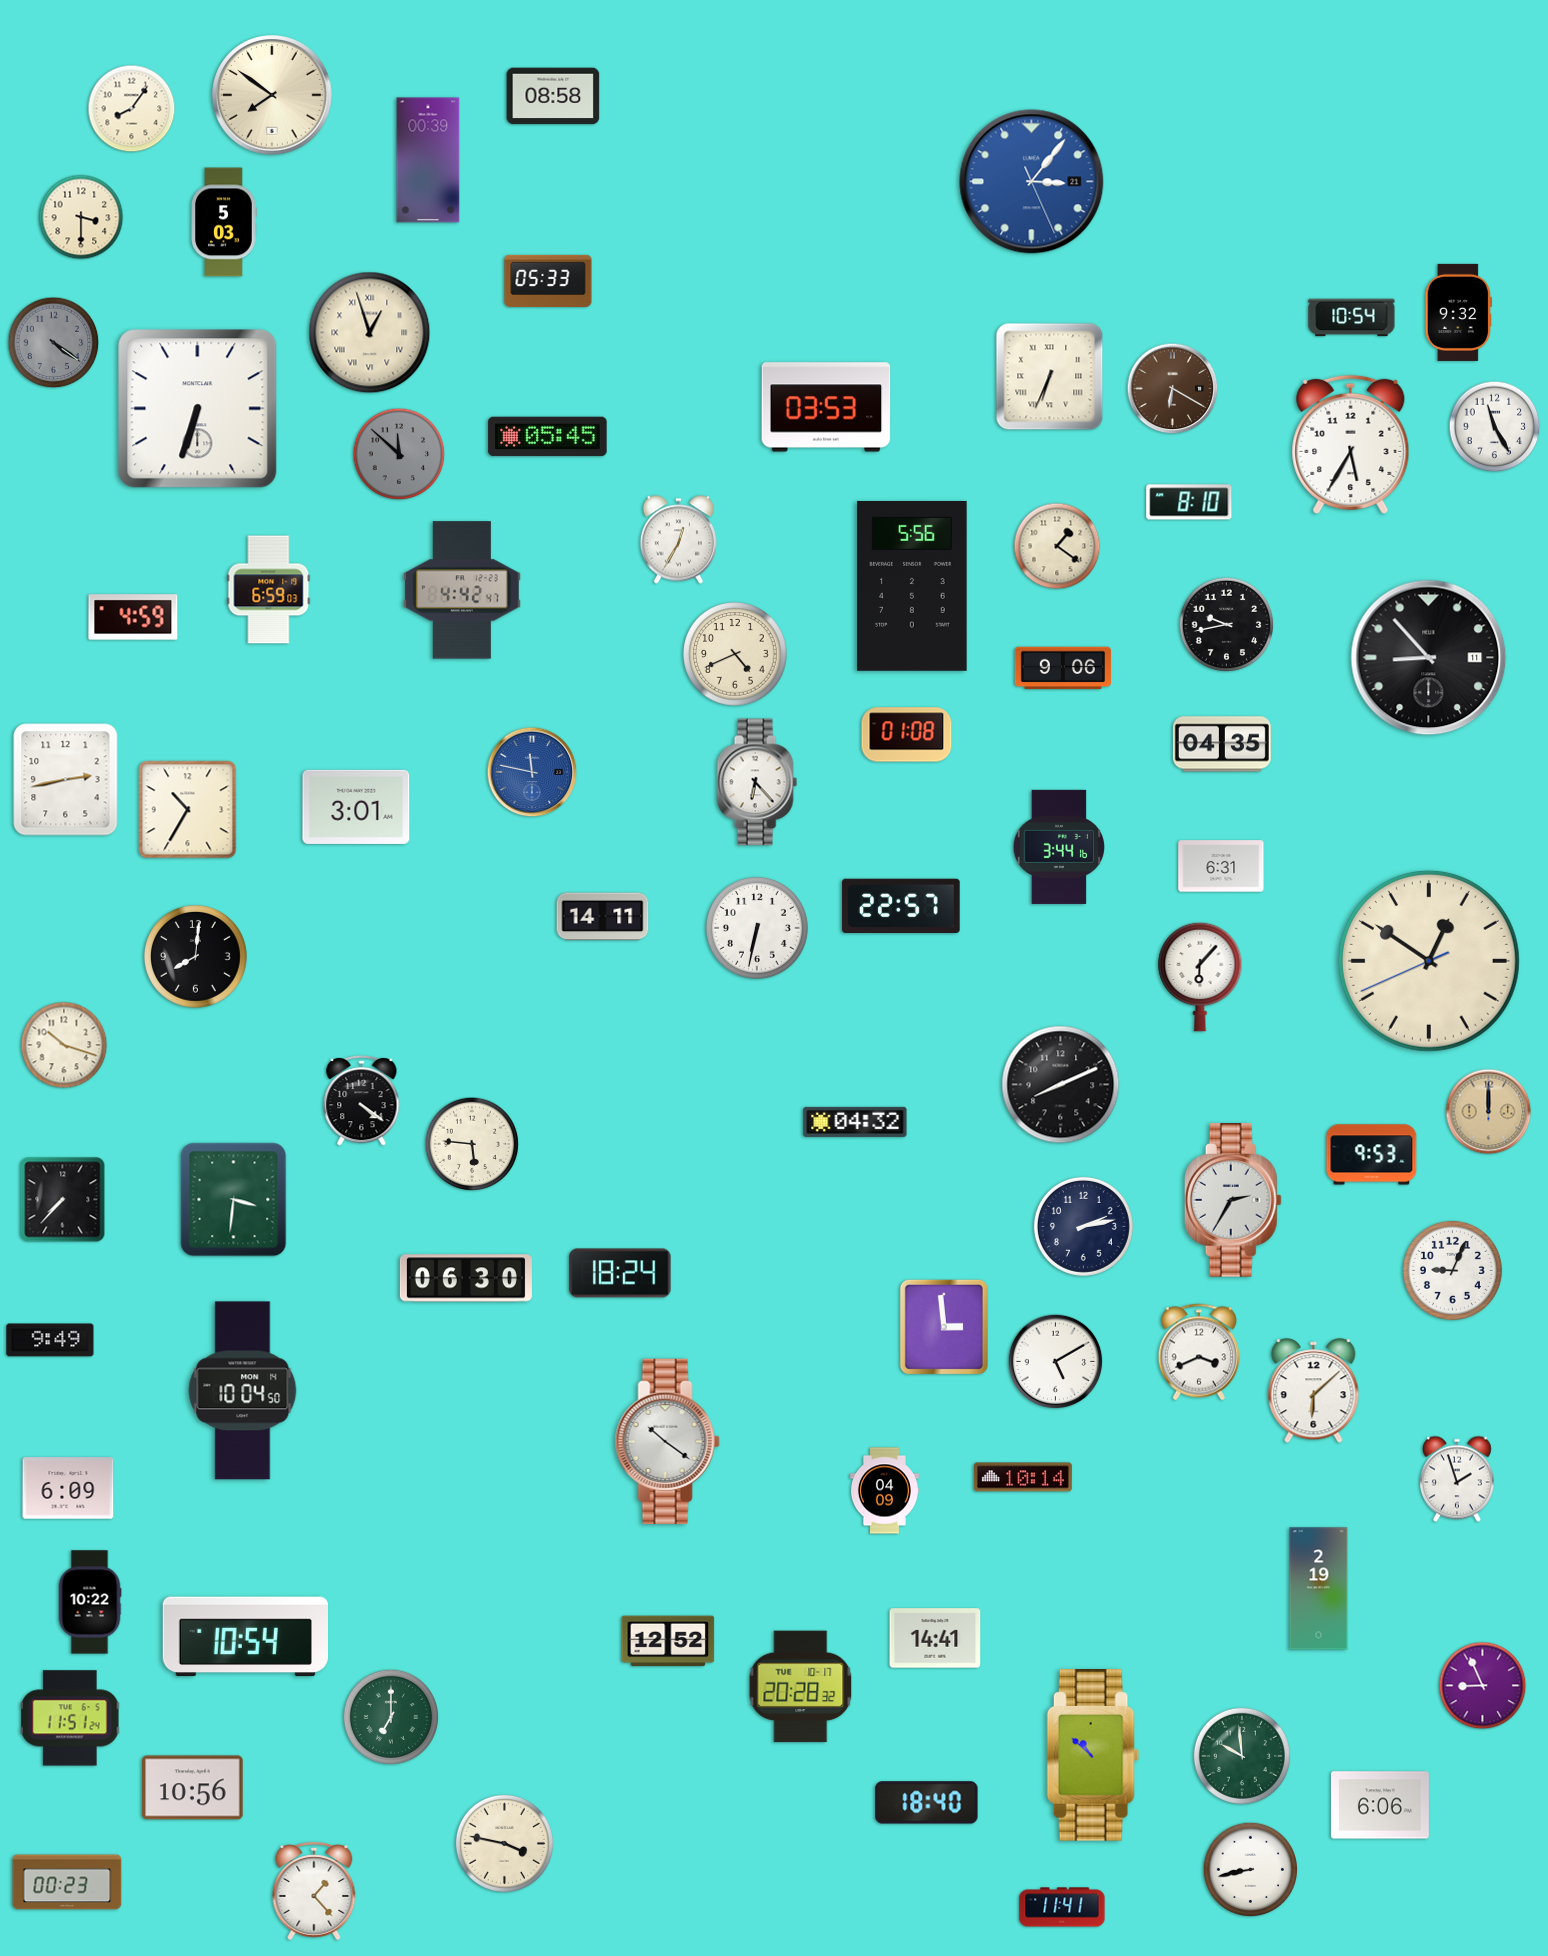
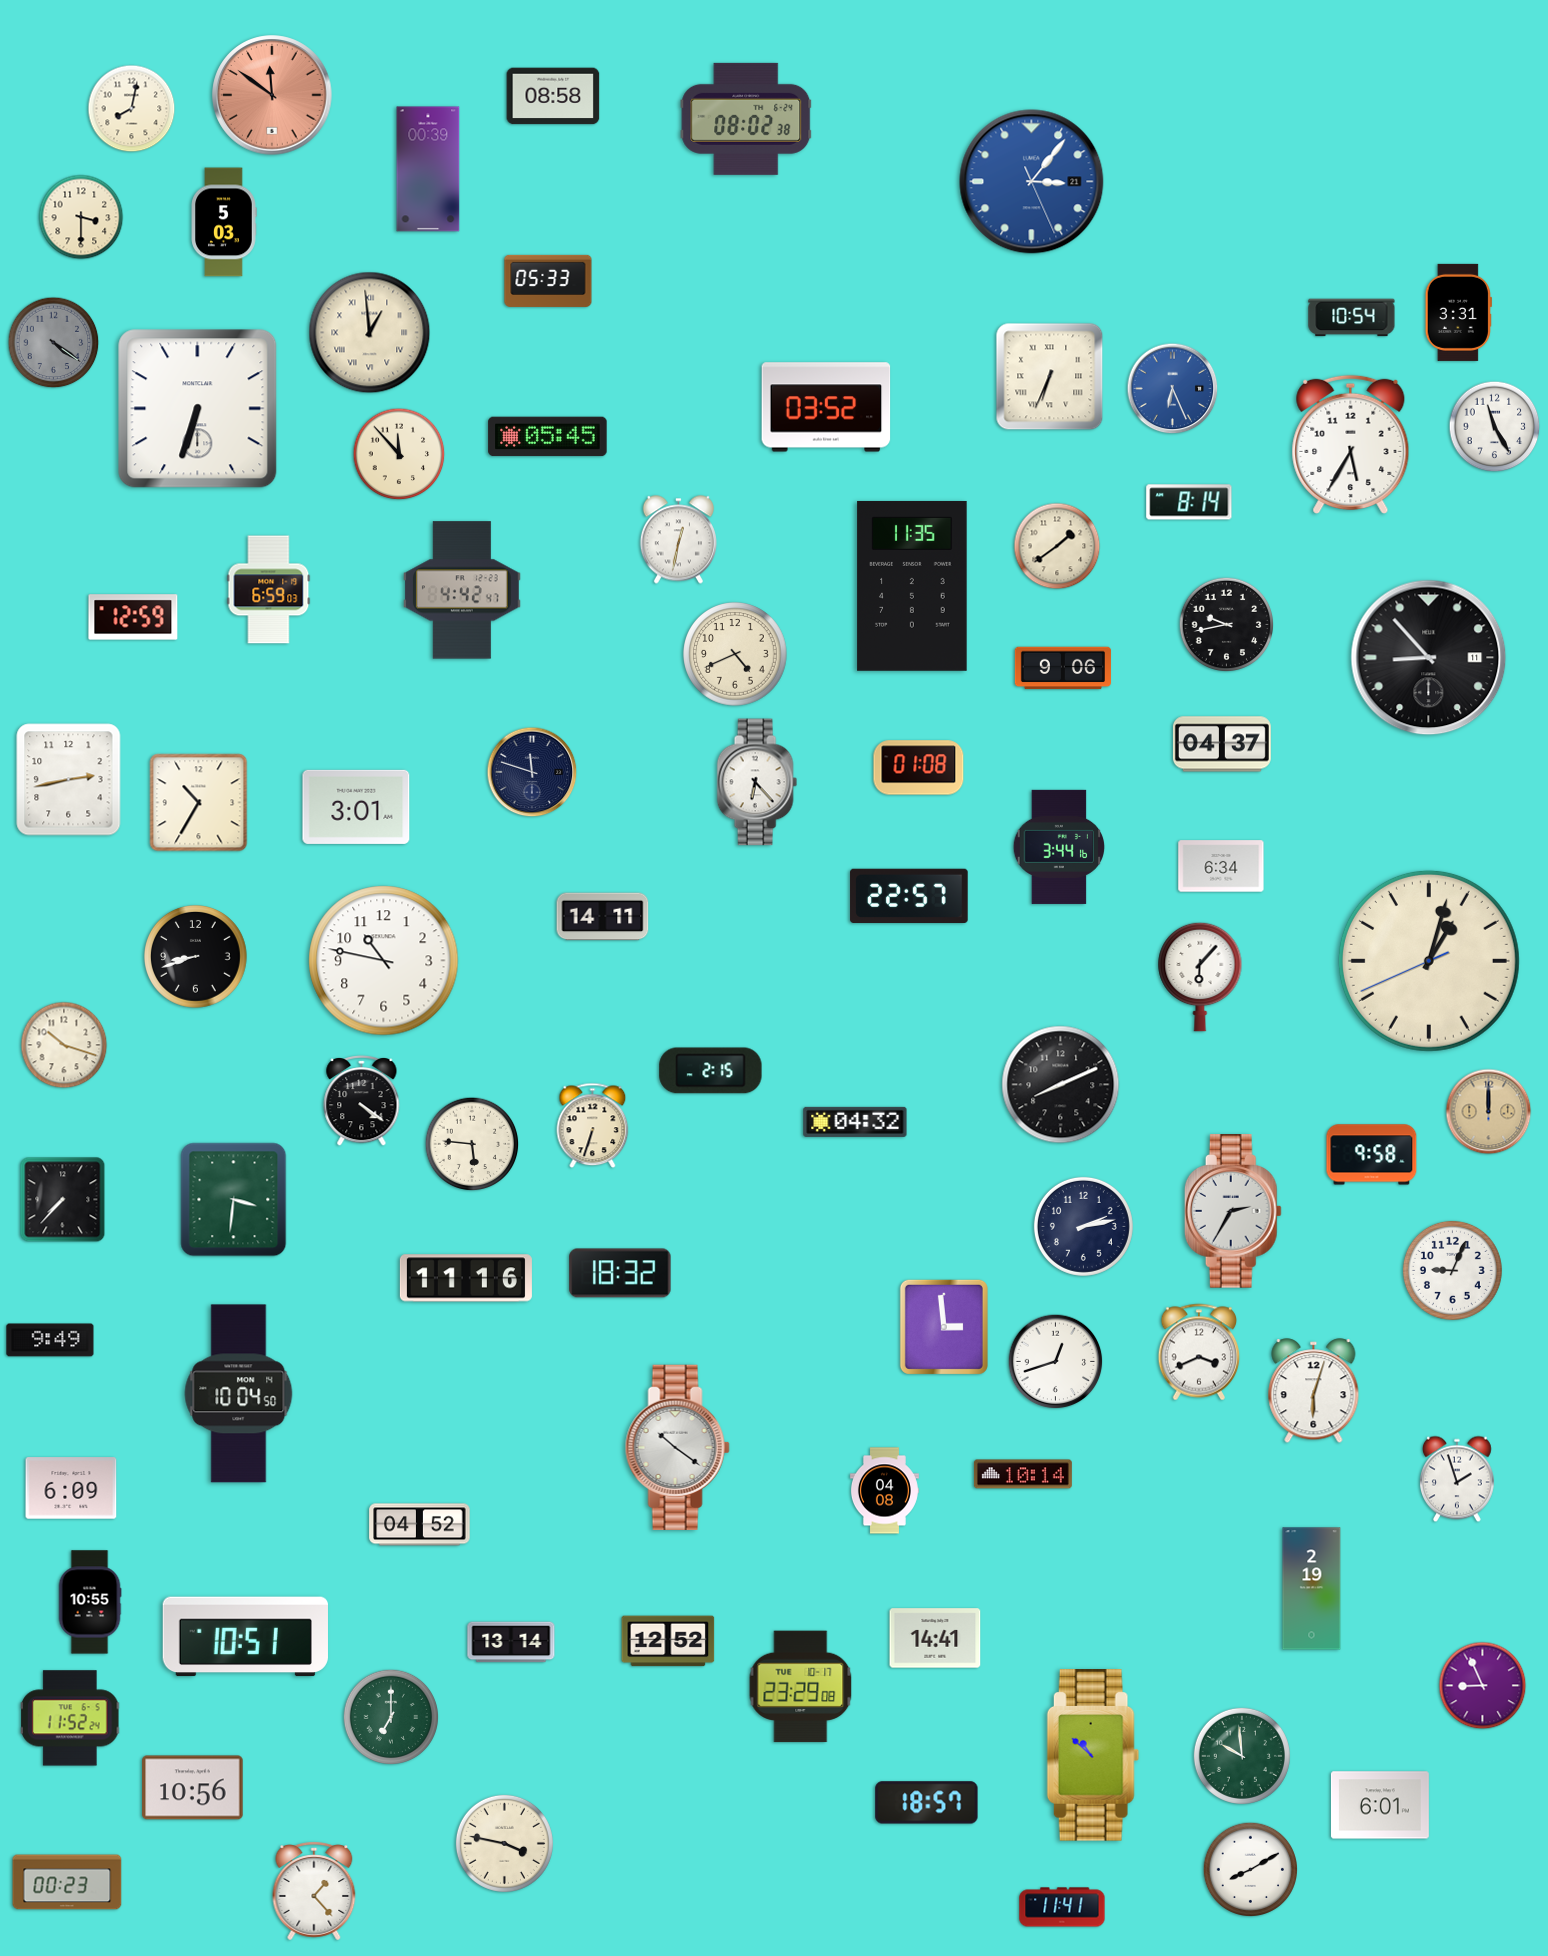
clock at (272, 95): 7:51 -> 11:51
clock at (272, 95) dial: cream -> salmon
clock at (132, 109): 8:06 -> 8:02
clock at (746, 119): none -> 08:02
clock at (428, 160) position: (428, 160) -> (428, 169)
clock at (1458, 312): 9:32 -> 3:31
clock at (370, 333): 12:57 -> 12:59
clock at (1173, 389): 6:20 -> 6:26
clock at (1173, 389) dial: brown -> blue
clock at (826, 407): 03:53 -> 03:52
clock at (399, 454): 11:52 -> 11:53
clock at (399, 454) dial: grey -> cream
clock at (1189, 502): 8:10 -> 8:14
clock at (678, 540): 12:35 -> 12:32
clock at (1057, 546): 1:21 -> 1:39
clock at (912, 586): 5:56 -> 11:35
clock at (133, 617): 4:59 -> 12:59
clock at (907, 735) position: (907, 735) -> (919, 768)
clock at (1222, 744): 04:35 -> 04:37
clock at (532, 772): 11:47 -> 11:48
clock at (532, 772) dial: blue -> navy
clock at (66, 780) position: (66, 780) -> (69, 780)
clock at (188, 810) position: (188, 810) -> (199, 803)
clock at (1221, 866): 6:31 -> 6:34
clock at (901, 906) position: (901, 906) -> (909, 896)
clock at (757, 928): 6:32 -> none
clock at (196, 957): 8:01 -> 8:42
clock at (384, 961): none -> 10:47
clock at (1429, 961): 12:50 -> 1:02
clock at (711, 1071): none -> 2:15
clock at (593, 1126): none -> 6:33
clock at (1372, 1155): 9:53 -> 9:58
clock at (1233, 1200) position: (1233, 1200) -> (1233, 1211)
clock at (620, 1273): 18:24 -> 18:32
clock at (466, 1278): 06:30 -> 11:16
clock at (1056, 1362): 5:10 -> 12:42
clock at (243, 1391) position: (243, 1391) -> (239, 1394)
clock at (1314, 1391): 6:08 -> 6:03
clock at (667, 1441) position: (667, 1441) -> (677, 1447)
clock at (1023, 1477) position: (1023, 1477) -> (1023, 1474)
clock at (68, 1488) position: (68, 1488) -> (71, 1488)
clock at (884, 1491): 04:09 -> 04:08
clock at (420, 1525): none -> 04:52
clock at (1319, 1589) position: (1319, 1589) -> (1312, 1589)
clock at (90, 1602): 10:22 -> 10:55
clock at (245, 1637): 10:54 -> 10:51
clock at (511, 1642): none -> 13:14
clock at (801, 1687): 20:28 -> 23:29
clock at (70, 1718): 11:51 -> 11:52
clock at (927, 1803): 18:40 -> 18:57
clock at (1380, 1805): 6:06 -> 6:01
clock at (1251, 1870): 8:43 -> 8:10
